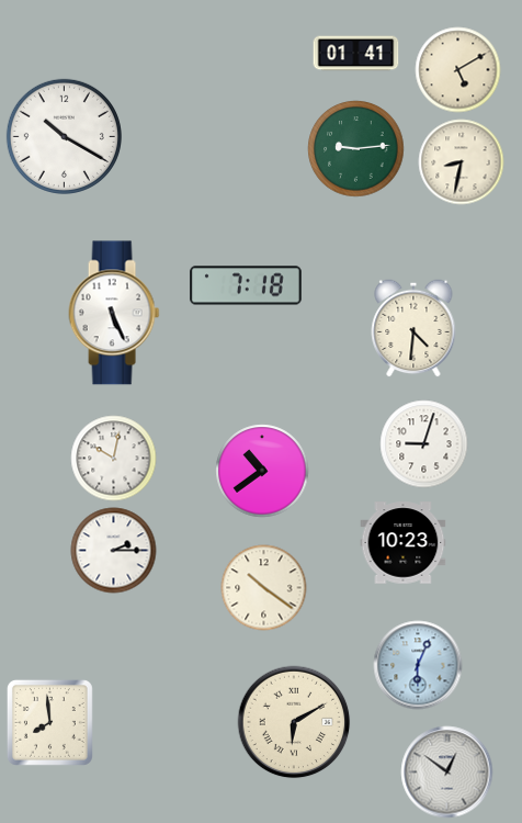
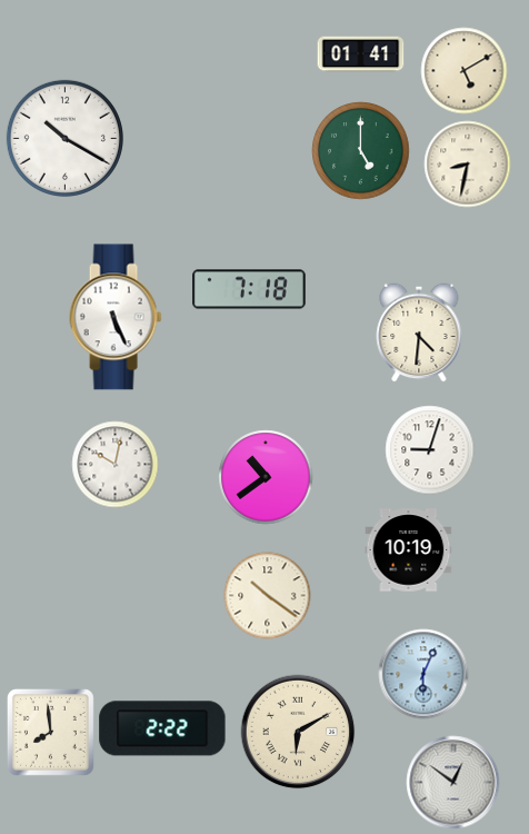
clock at (355, 148): 9:14 -> 5:00
clock at (402, 543): 10:23 -> 10:19
clock at (113, 550): 2:15 -> none
clock at (162, 728): none -> 2:22
